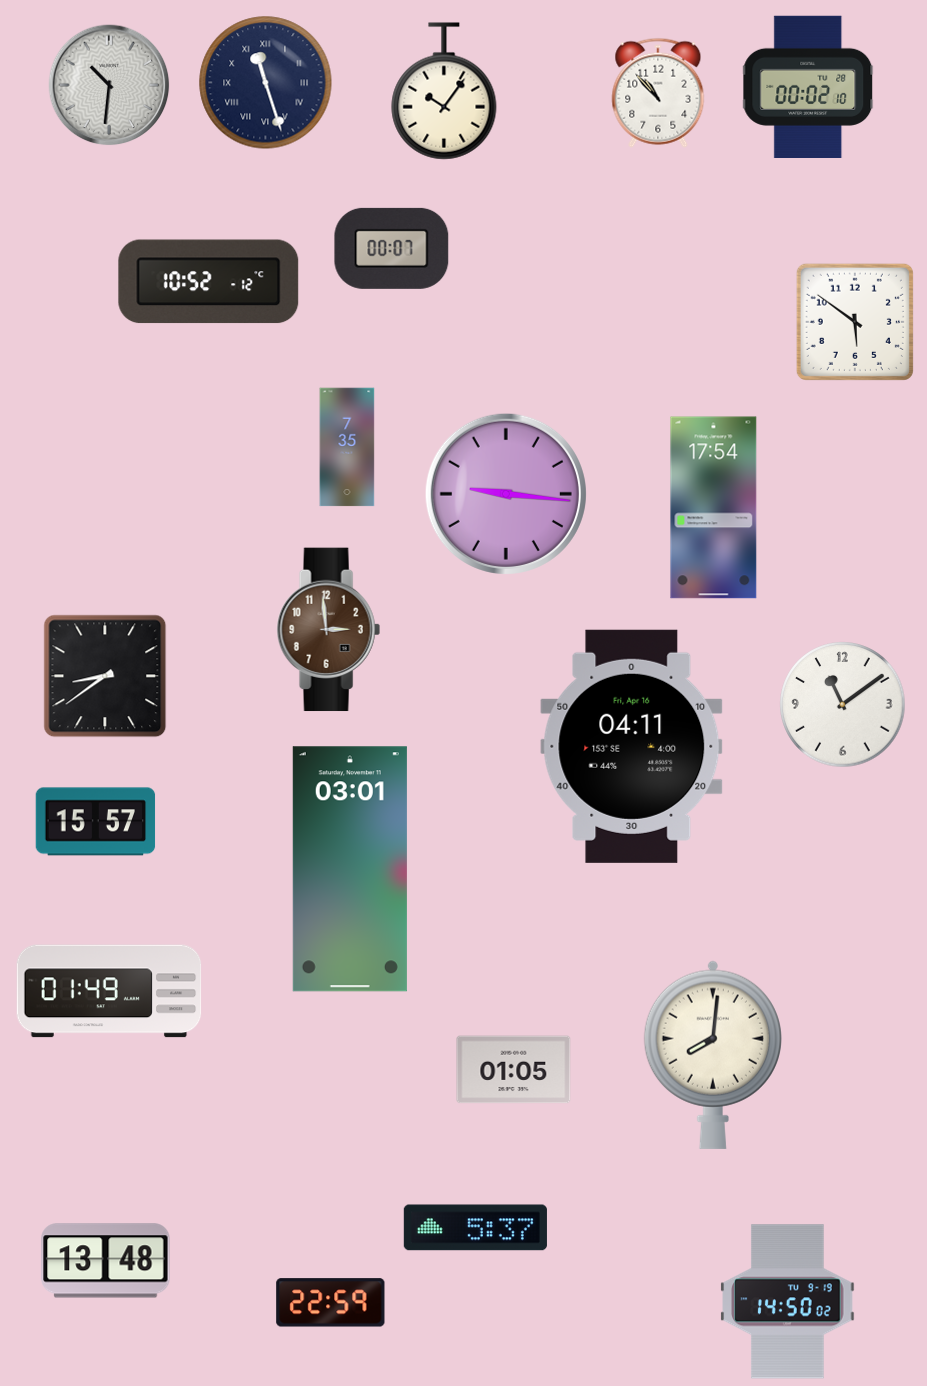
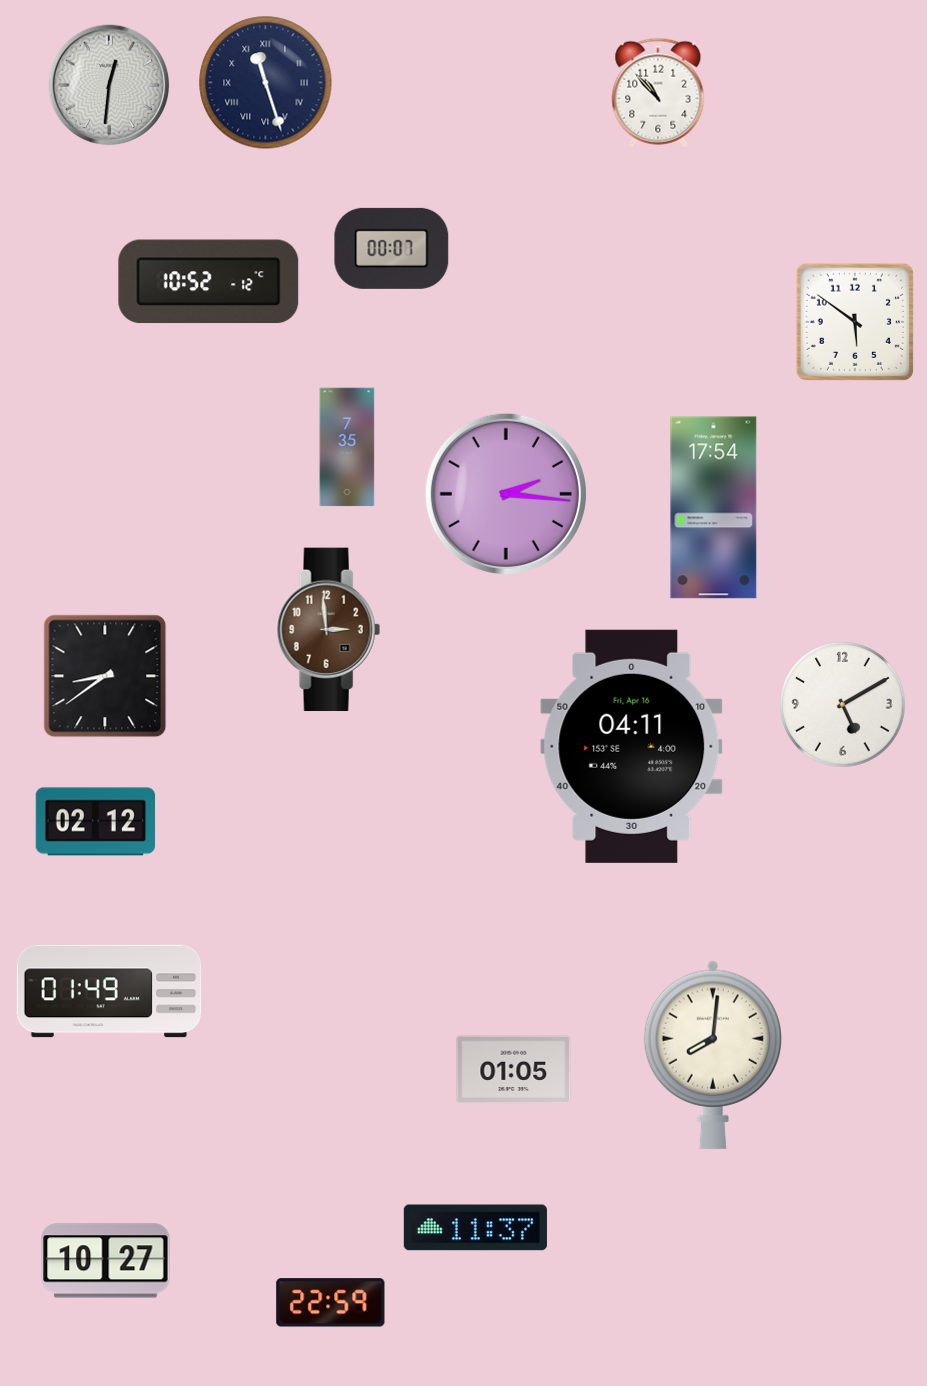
clock at (109, 85): 10:31 -> 12:31
clock at (809, 86): 00:02 -> none
clock at (444, 91): 10:06 -> none
clock at (506, 494): 9:16 -> 2:16
clock at (843, 705): 11:09 -> 5:10
clock at (96, 822): 15:57 -> 02:12
clock at (350, 869): 03:01 -> none
clock at (475, 1228): 5:37 -> 11:37
clock at (106, 1261): 13:48 -> 10:27
clock at (788, 1302): 14:50 -> none
